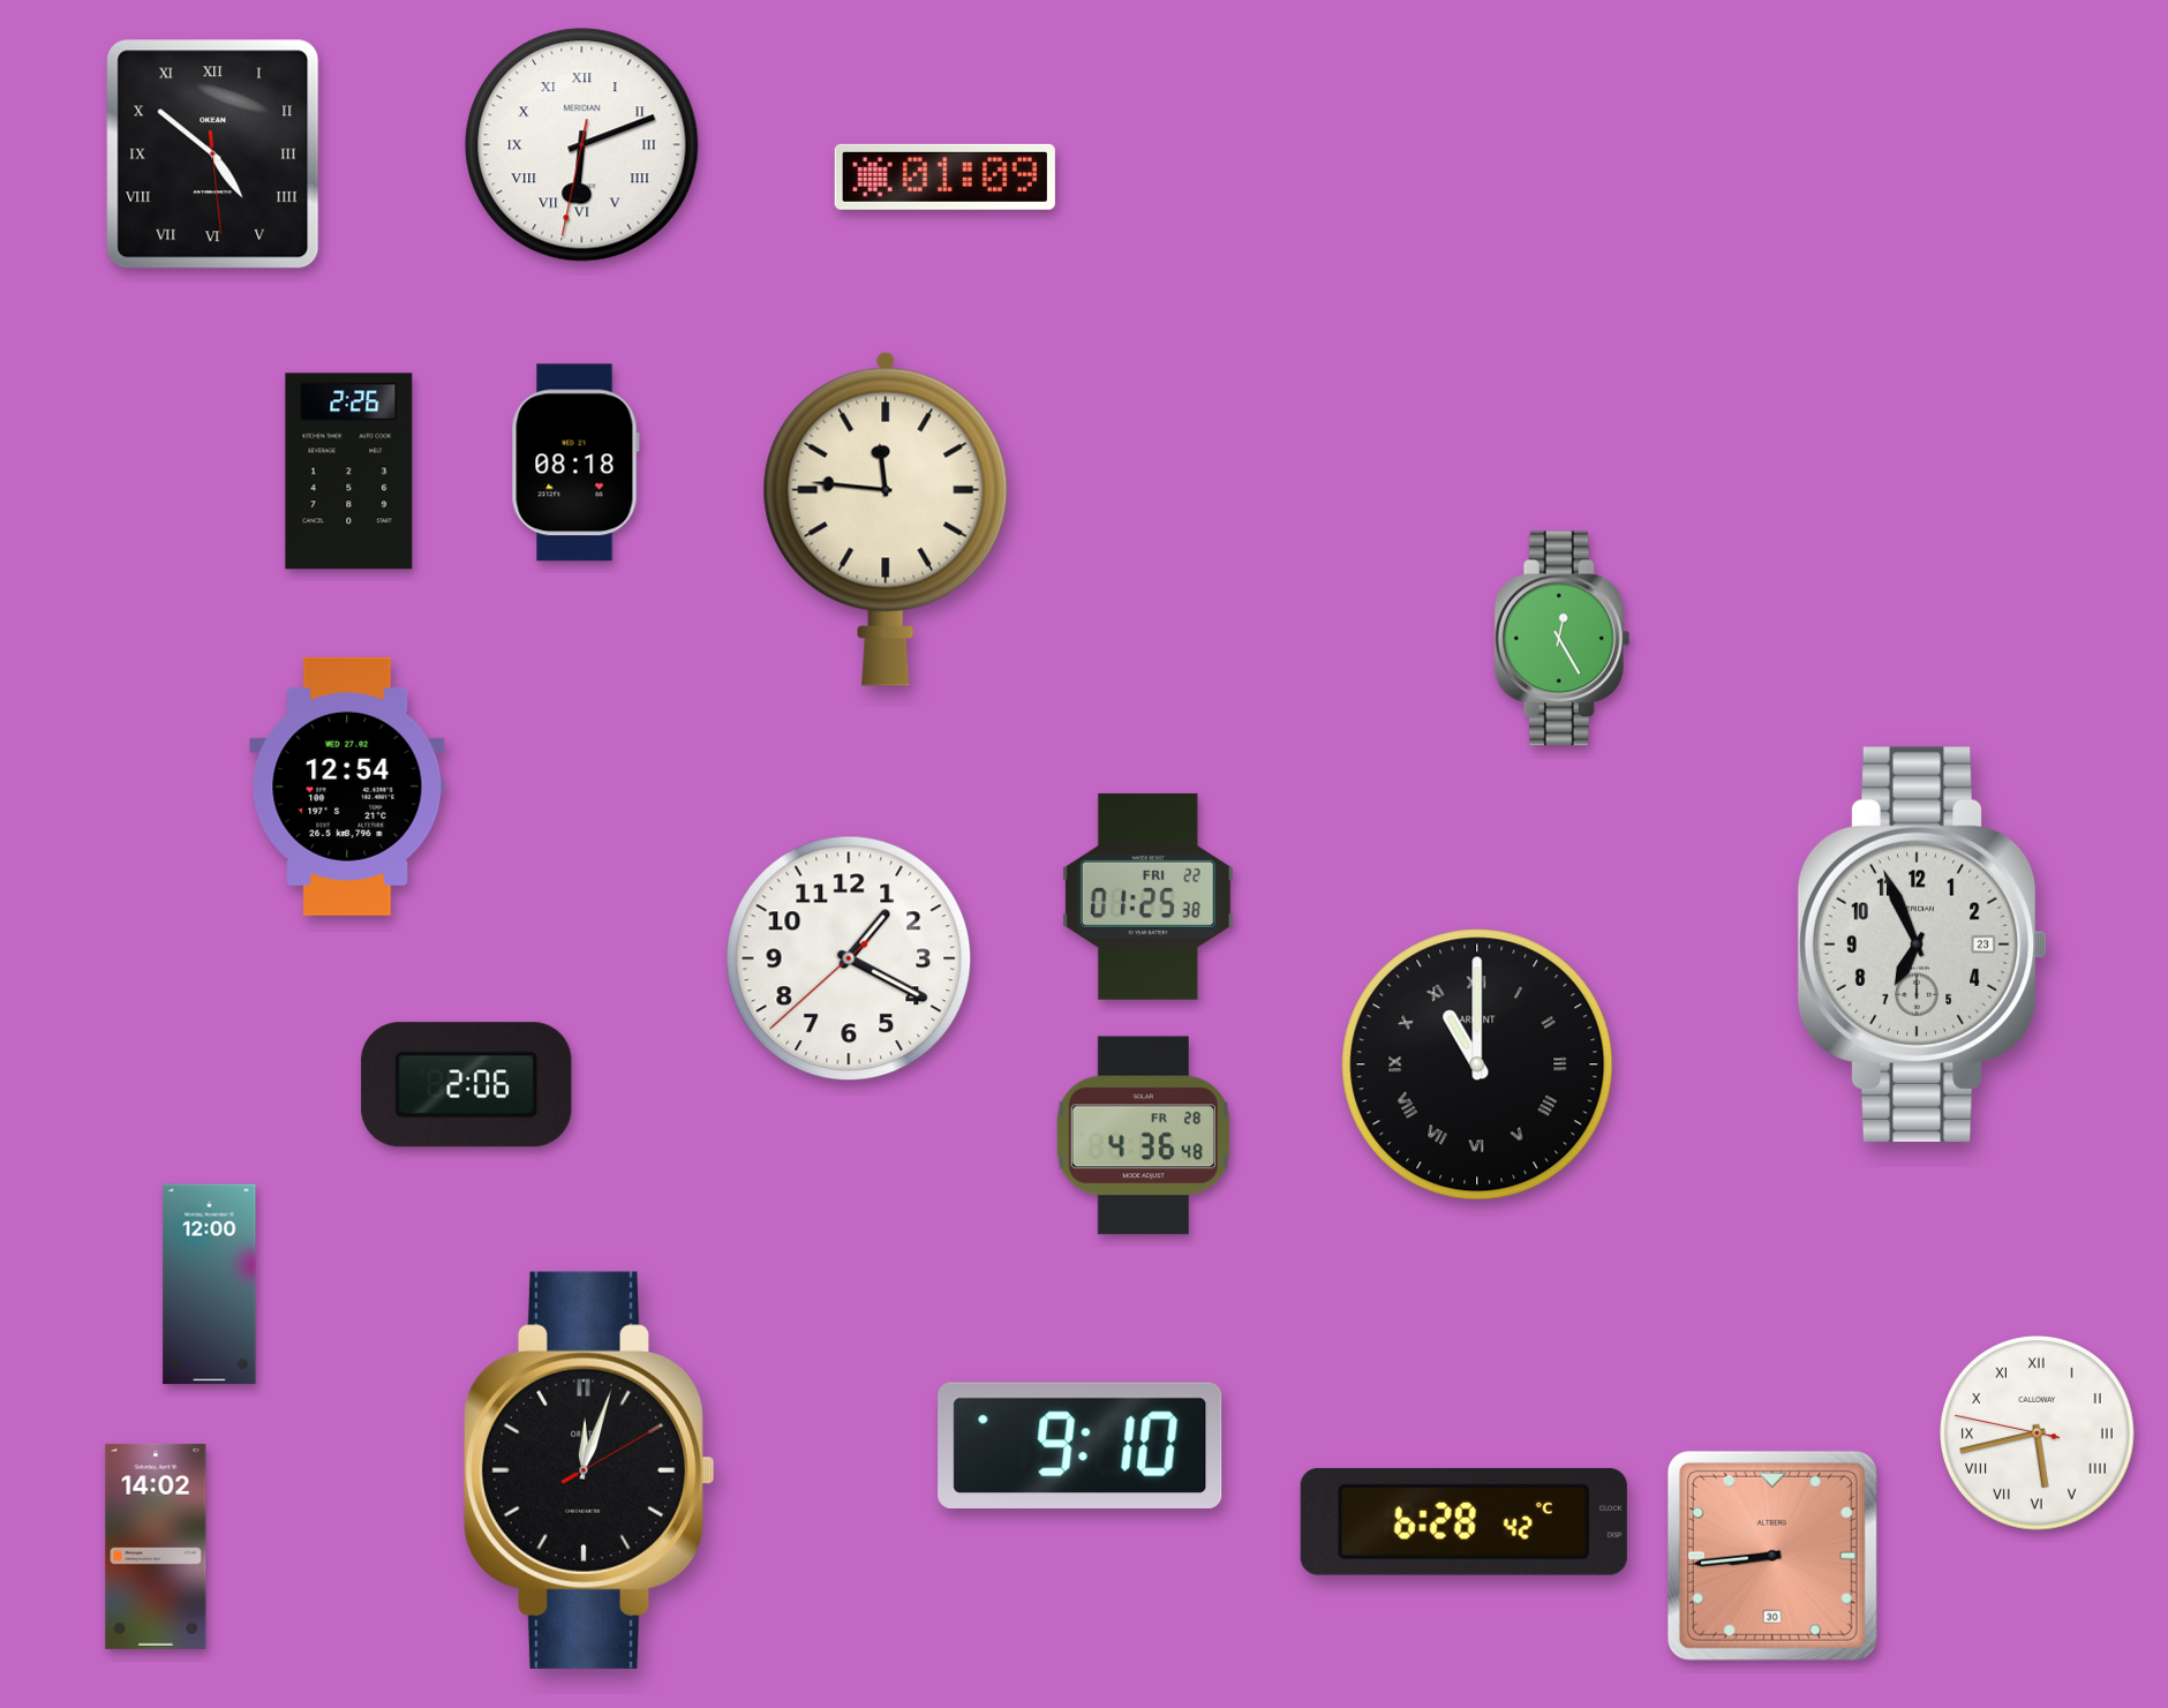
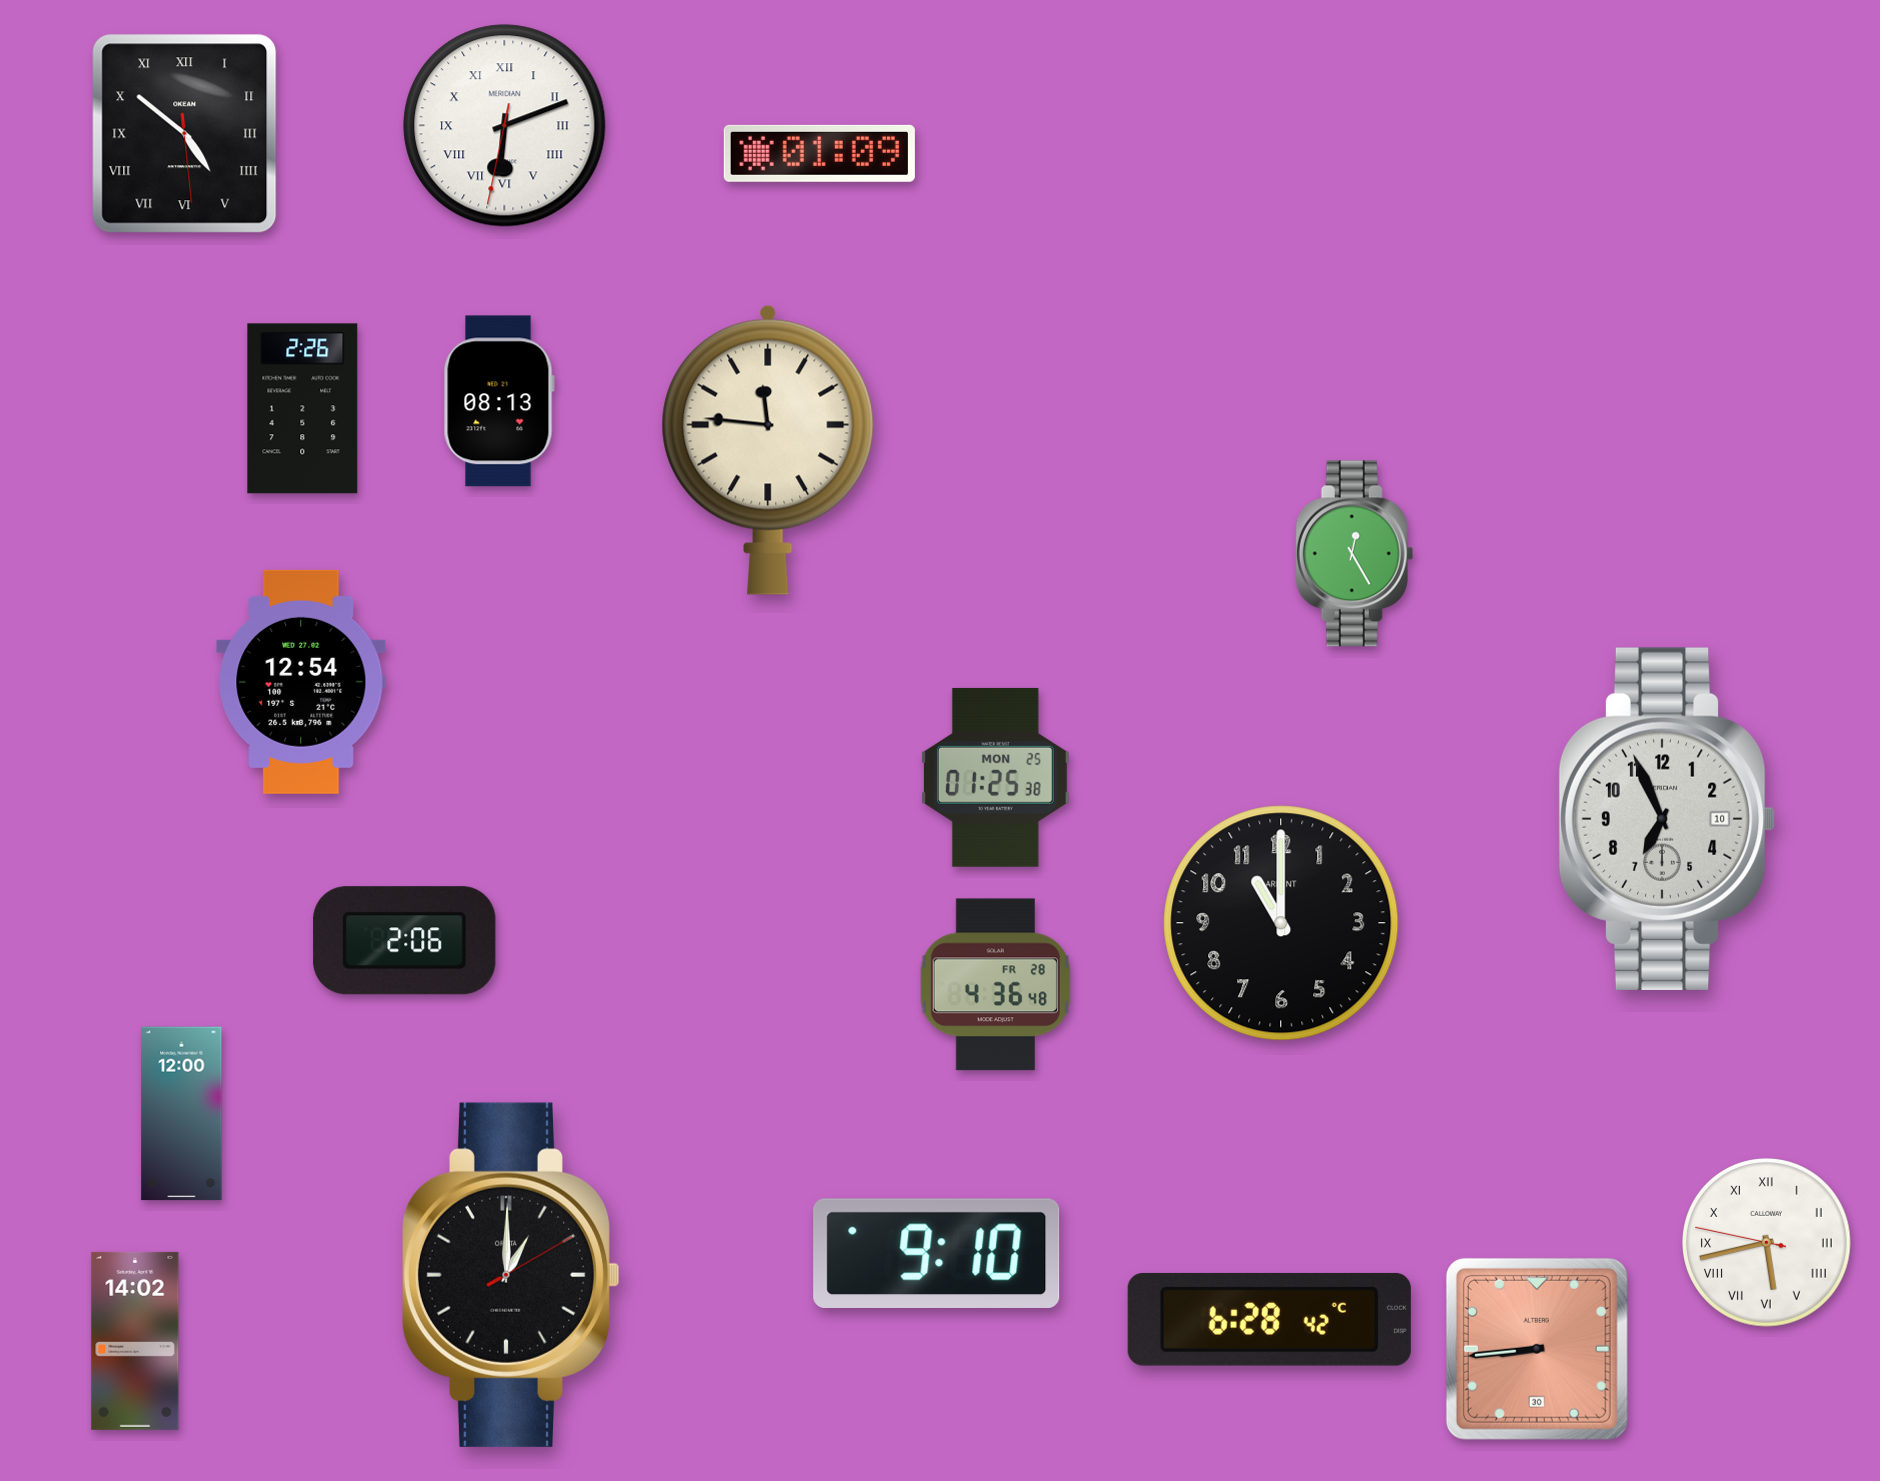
clock at (575, 462): 08:18 -> 08:13
clock at (1147, 896) date: FRI 22 -> MON 25
clock at (1922, 945) date: 23 -> 10
clock at (849, 958): 1:19 -> none
clock at (1477, 1064) numerals: Roman -> Arabic
clock at (1143, 1136) position: (1143, 1136) -> (995, 985)
clock at (589, 1470): 12:03 -> 1:00
